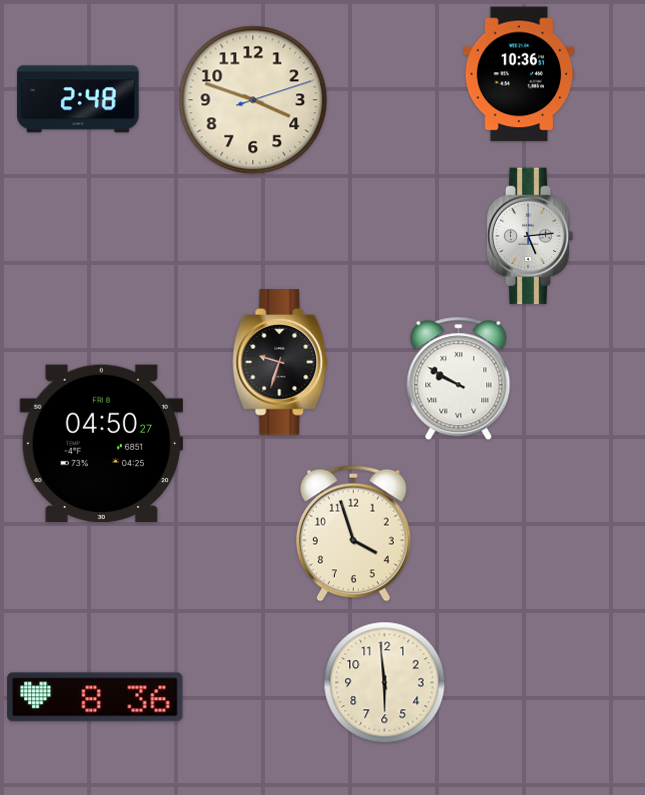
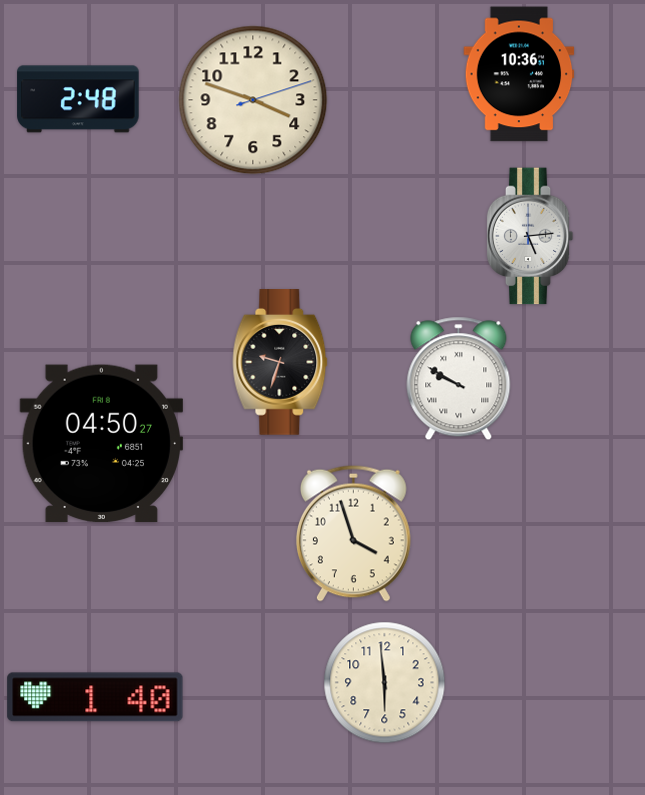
clock at (95, 697): 8:36 -> 1:40
